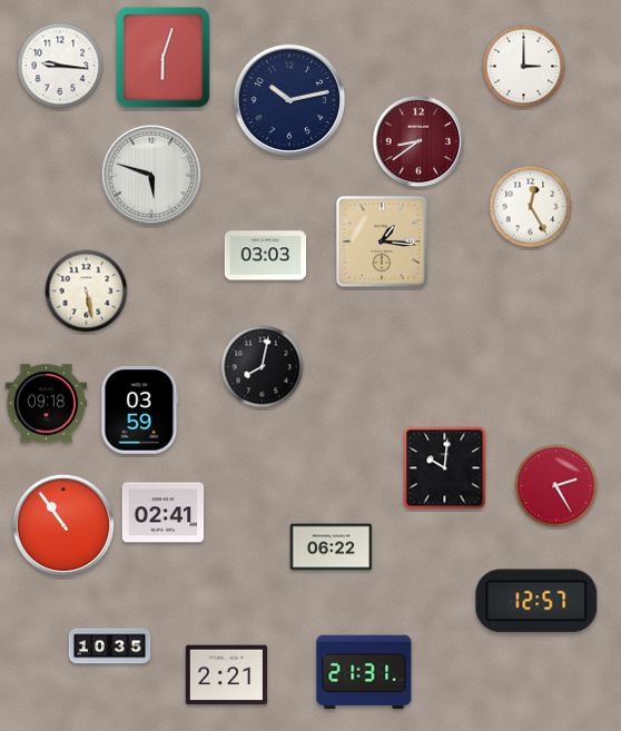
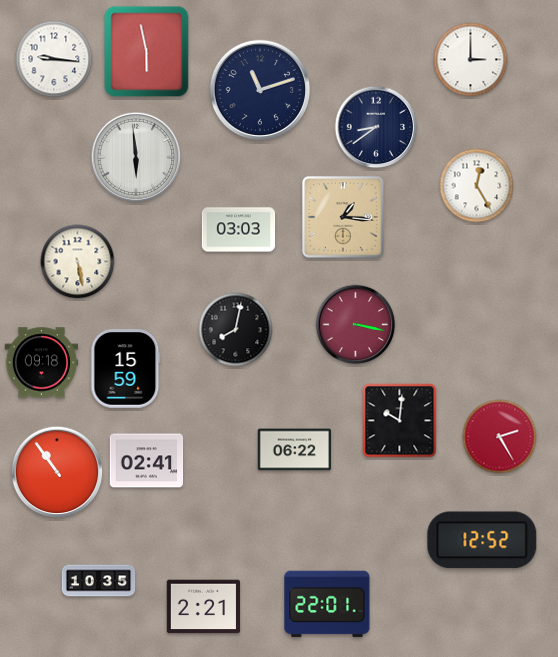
clock at (164, 58): 6:03 -> 5:58
clock at (288, 99): 10:13 -> 11:12
clock at (418, 141) dial: burgundy -> navy
clock at (151, 175): 5:48 -> 5:59
clock at (356, 325): none -> 3:17
clock at (140, 411): 03:59 -> 15:59
clock at (332, 547) position: (332, 547) -> (295, 450)
clock at (536, 601): 12:57 -> 12:52
clock at (364, 672): 21:31 -> 22:01
